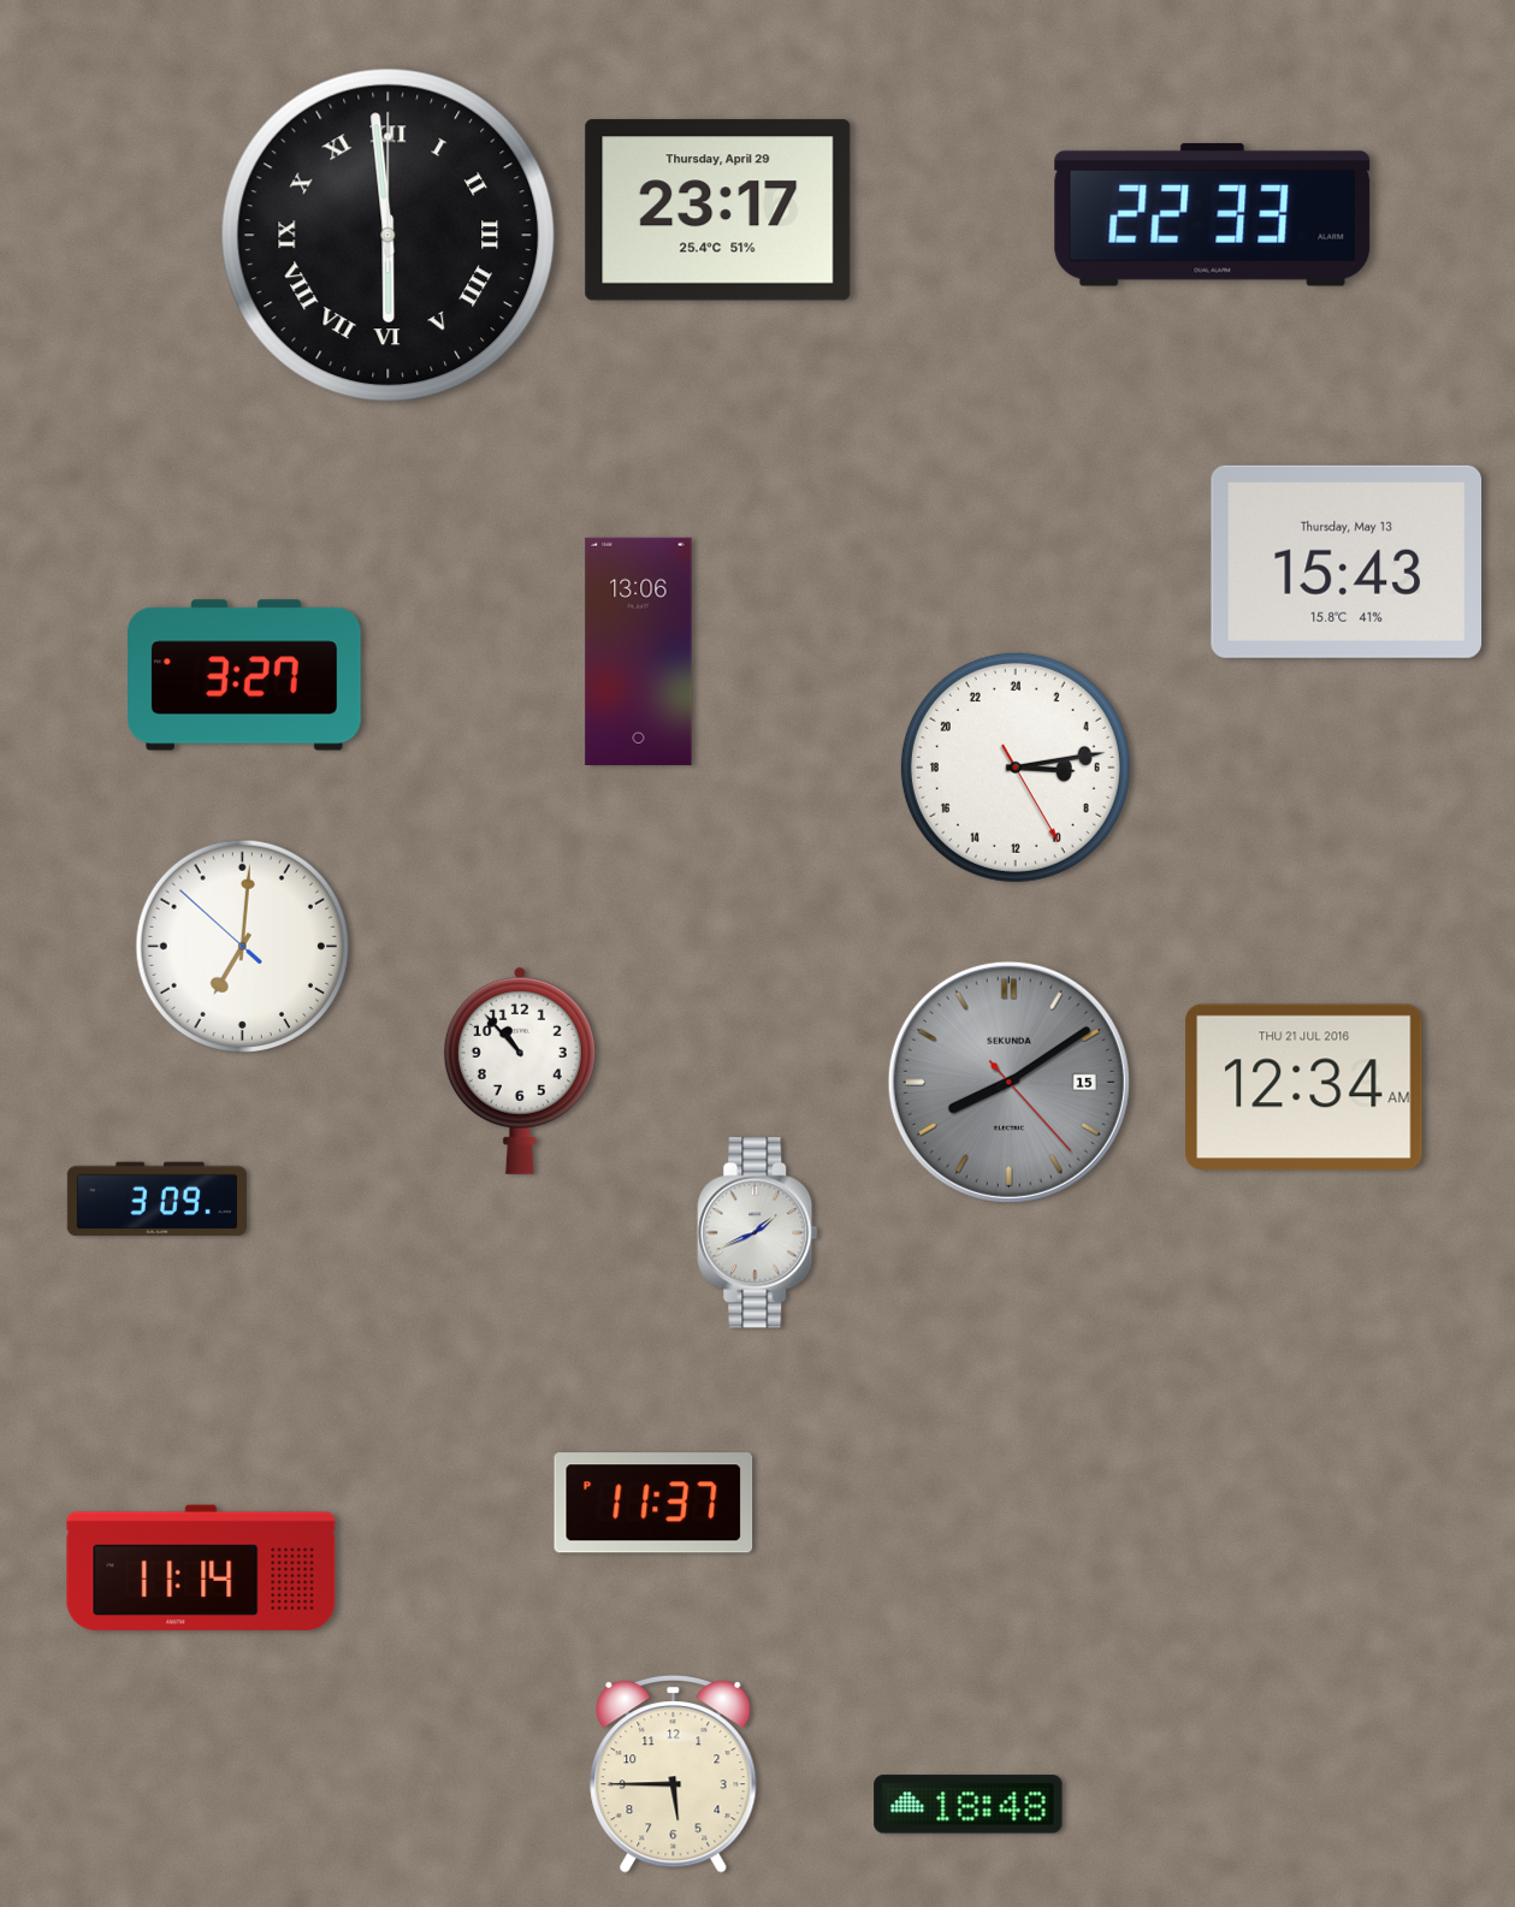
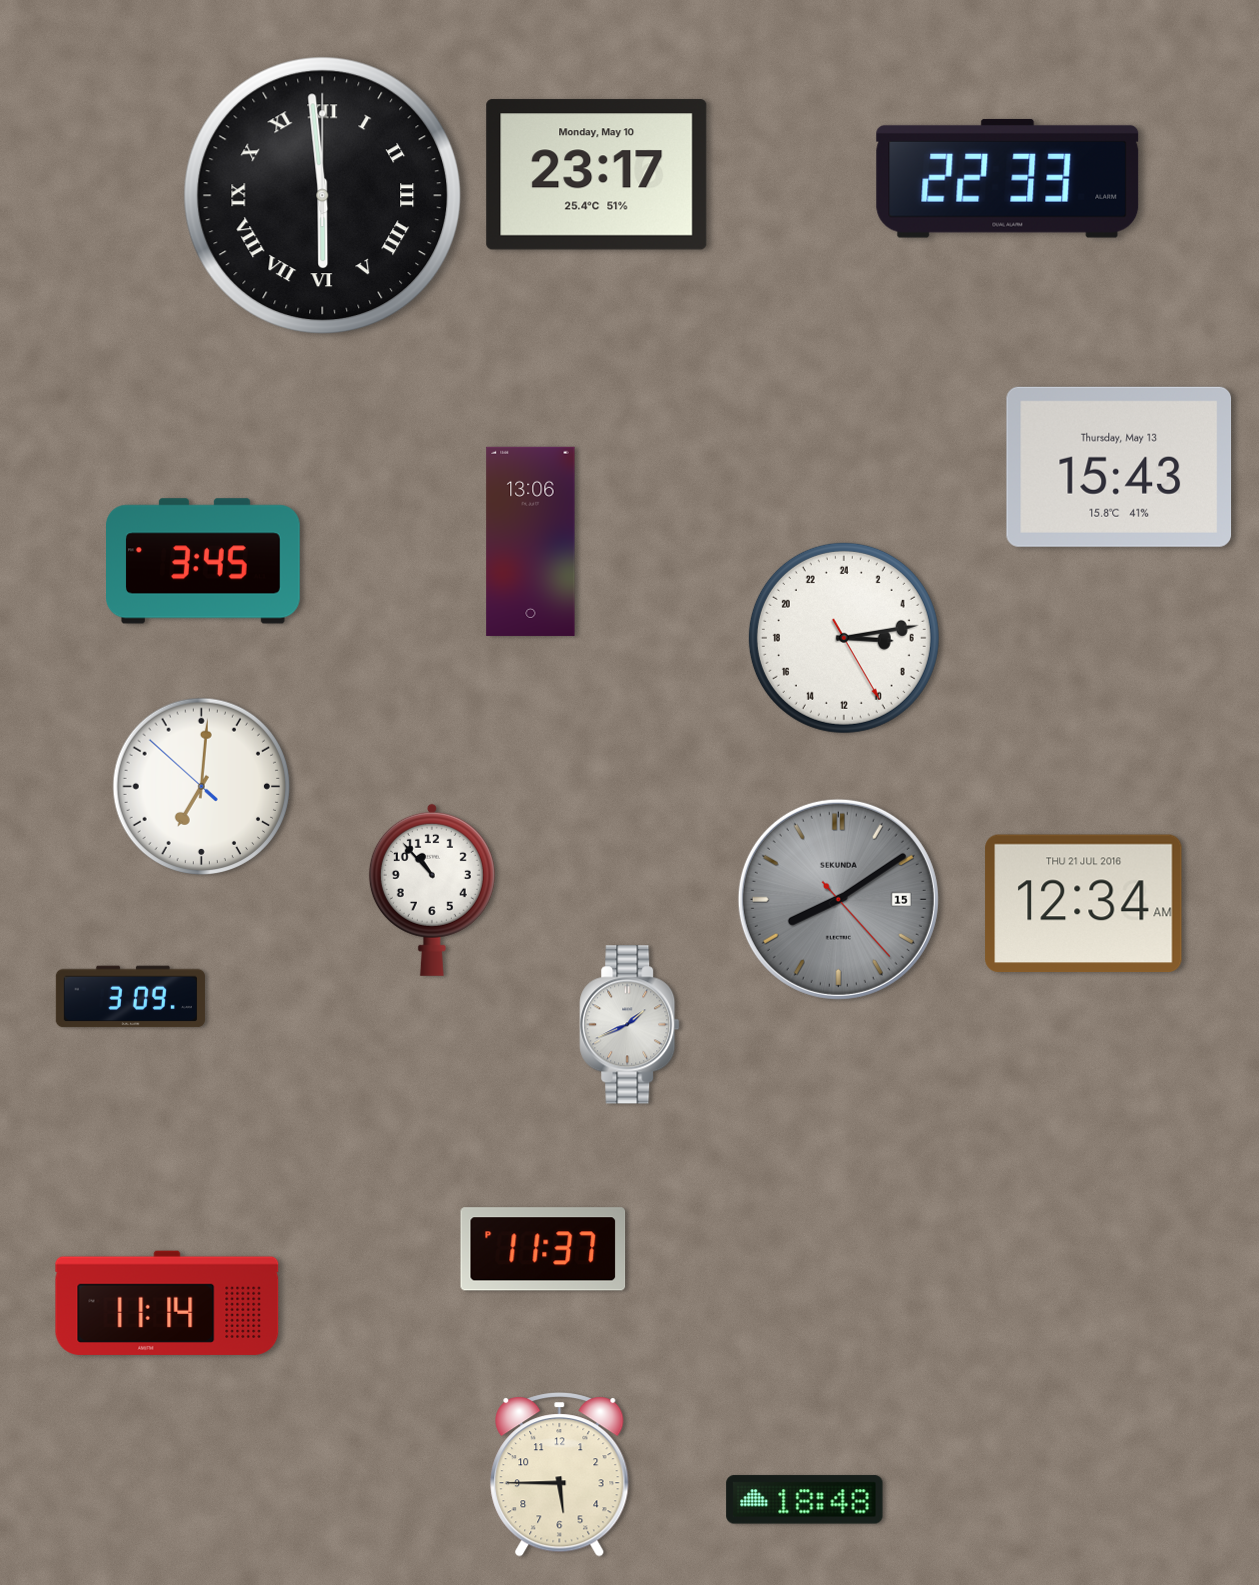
clock at (718, 211) date: Thursday, April 29 -> Monday, May 10
clock at (245, 675): 3:27 -> 3:45
